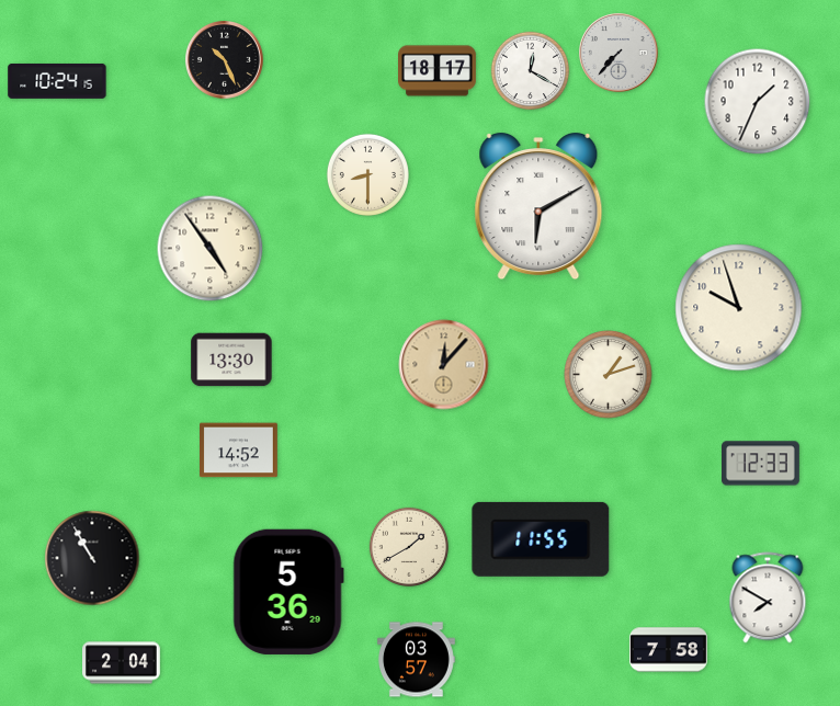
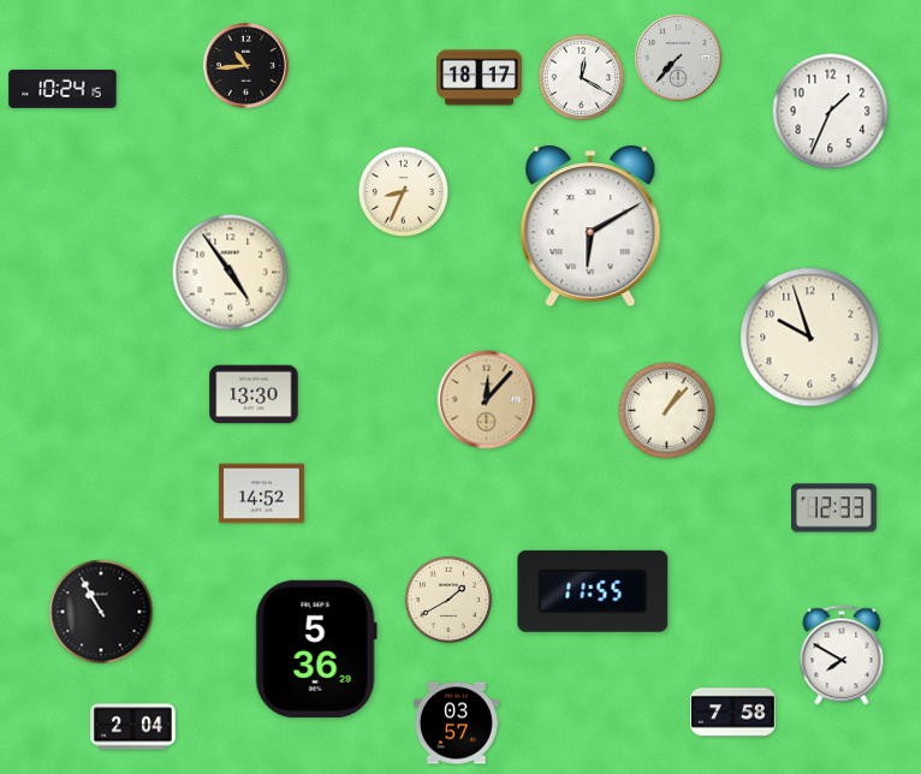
clock at (225, 60): 10:26 -> 10:44
clock at (367, 174): 8:30 -> 8:34
clock at (609, 375): 1:12 -> 1:07
